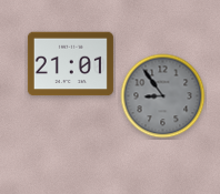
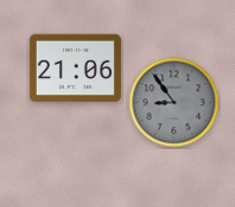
clock at (70, 64): 21:01 -> 21:06
